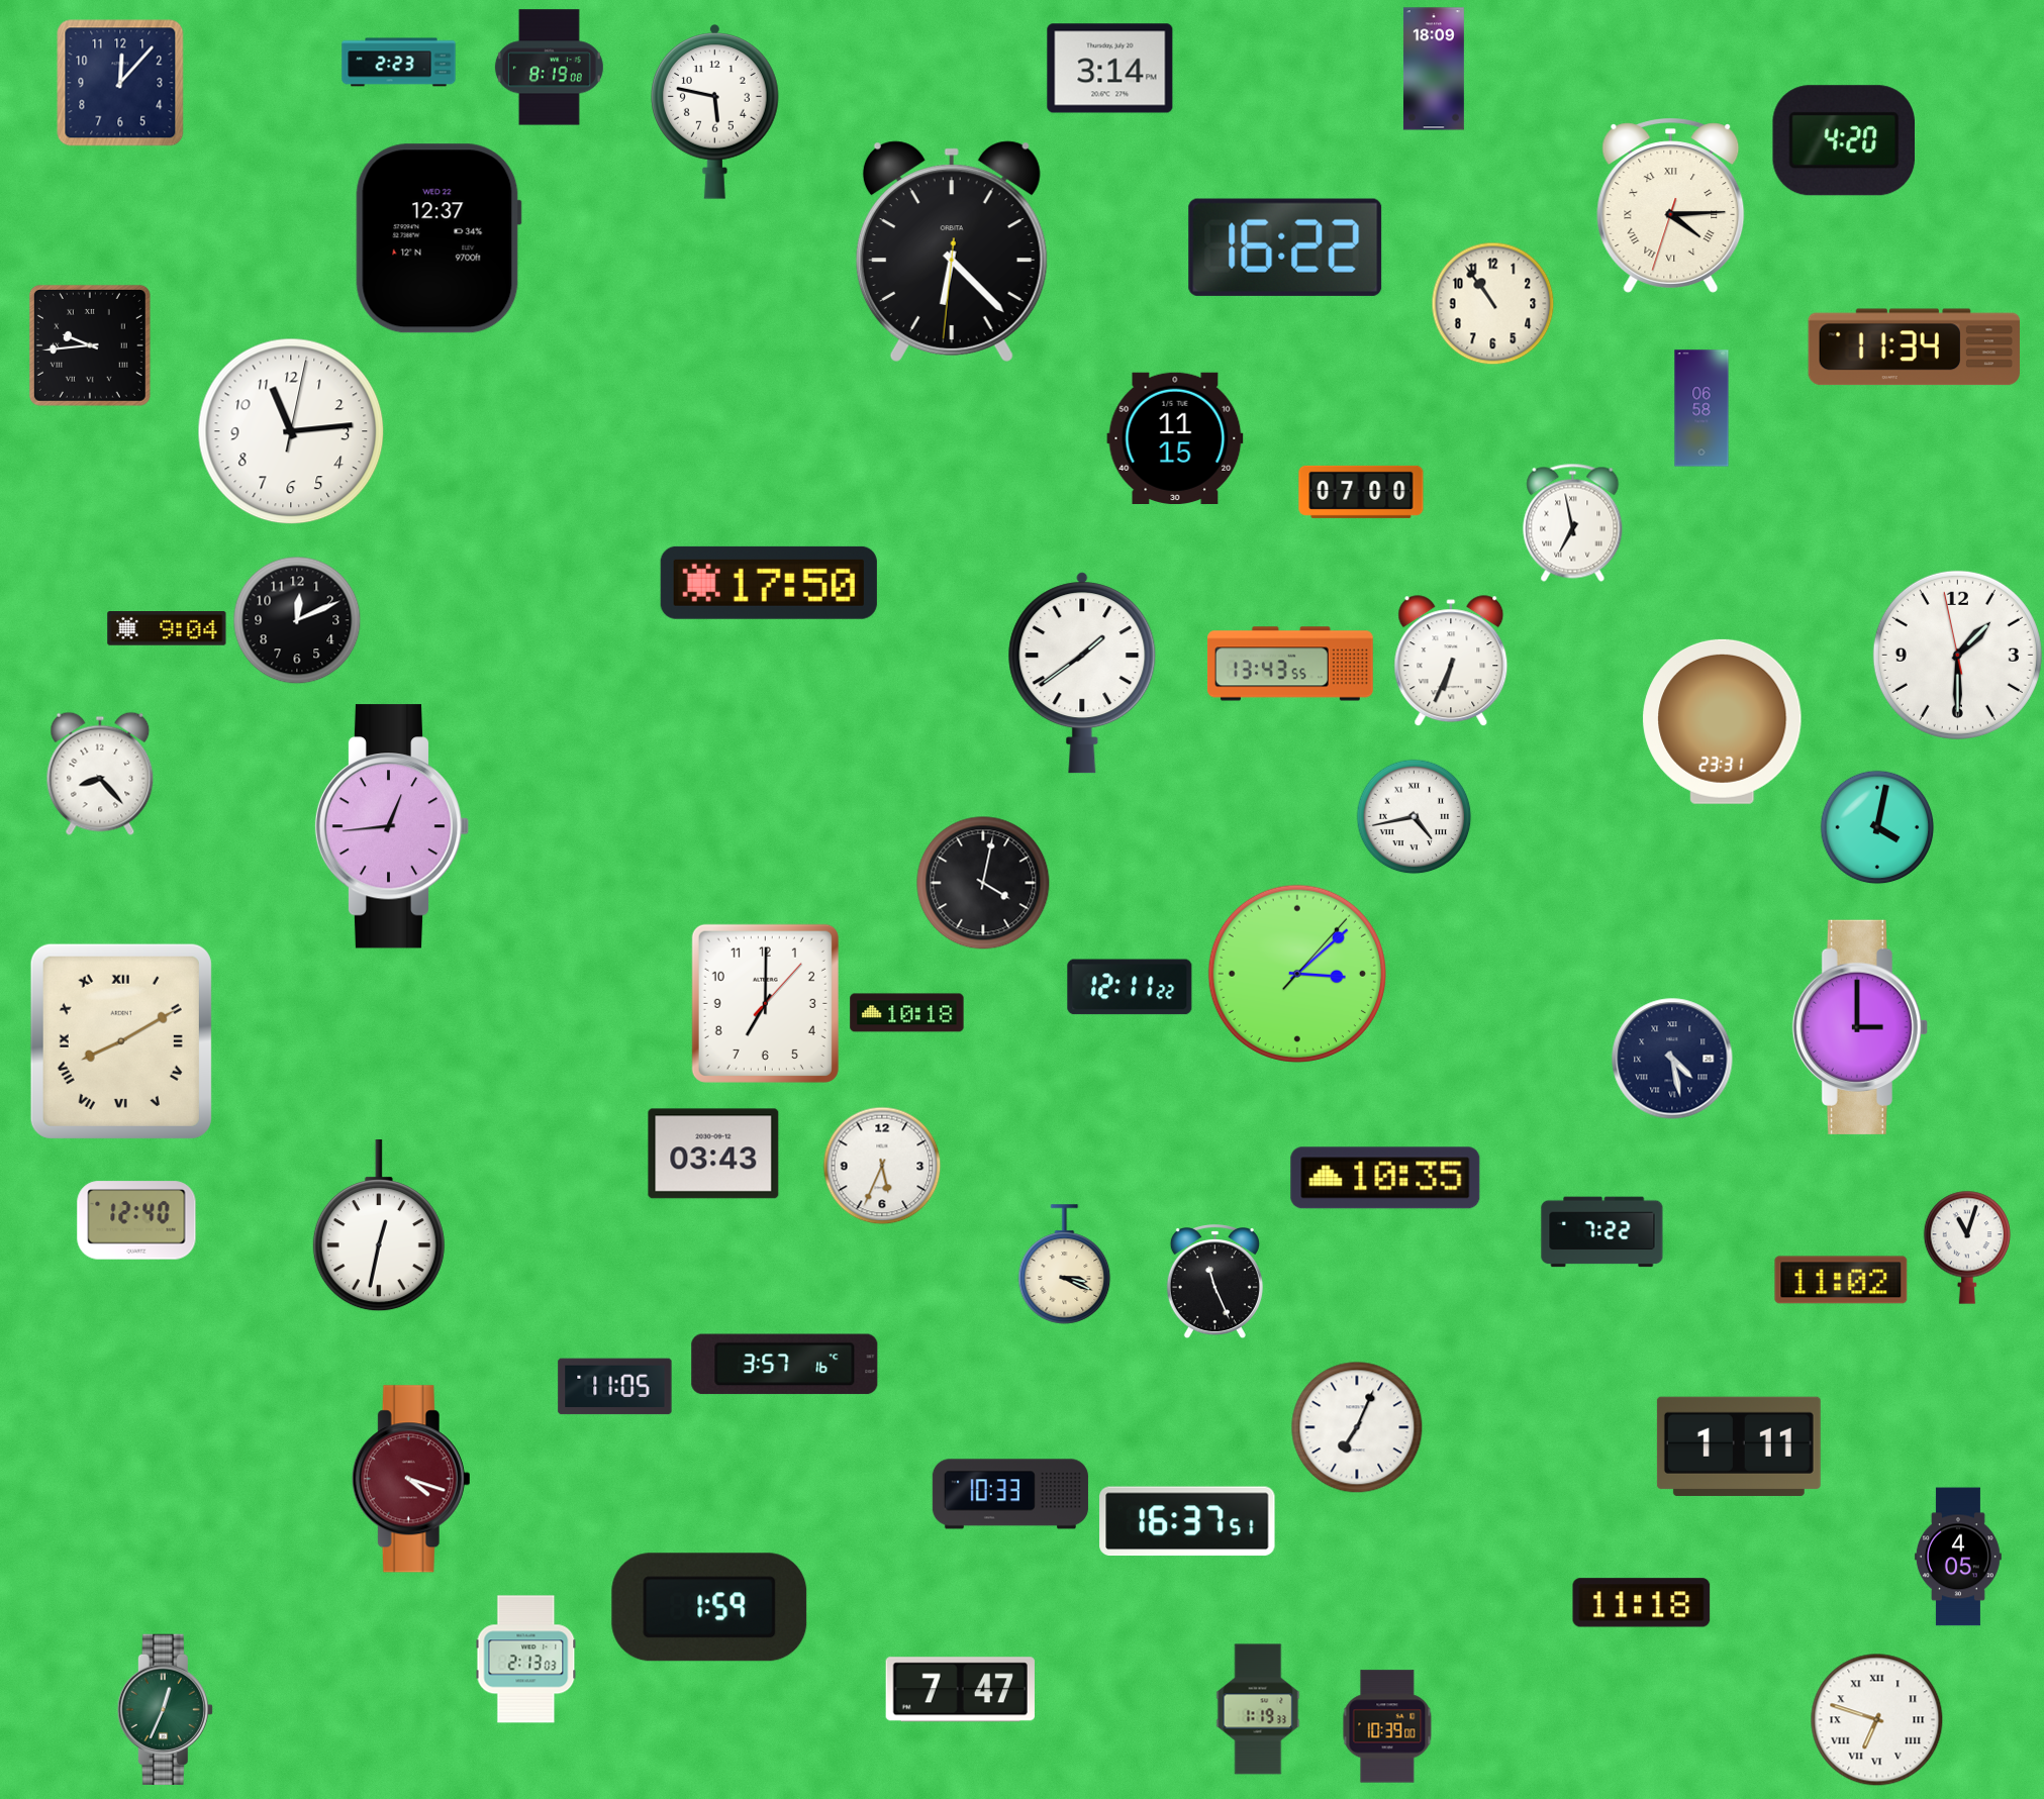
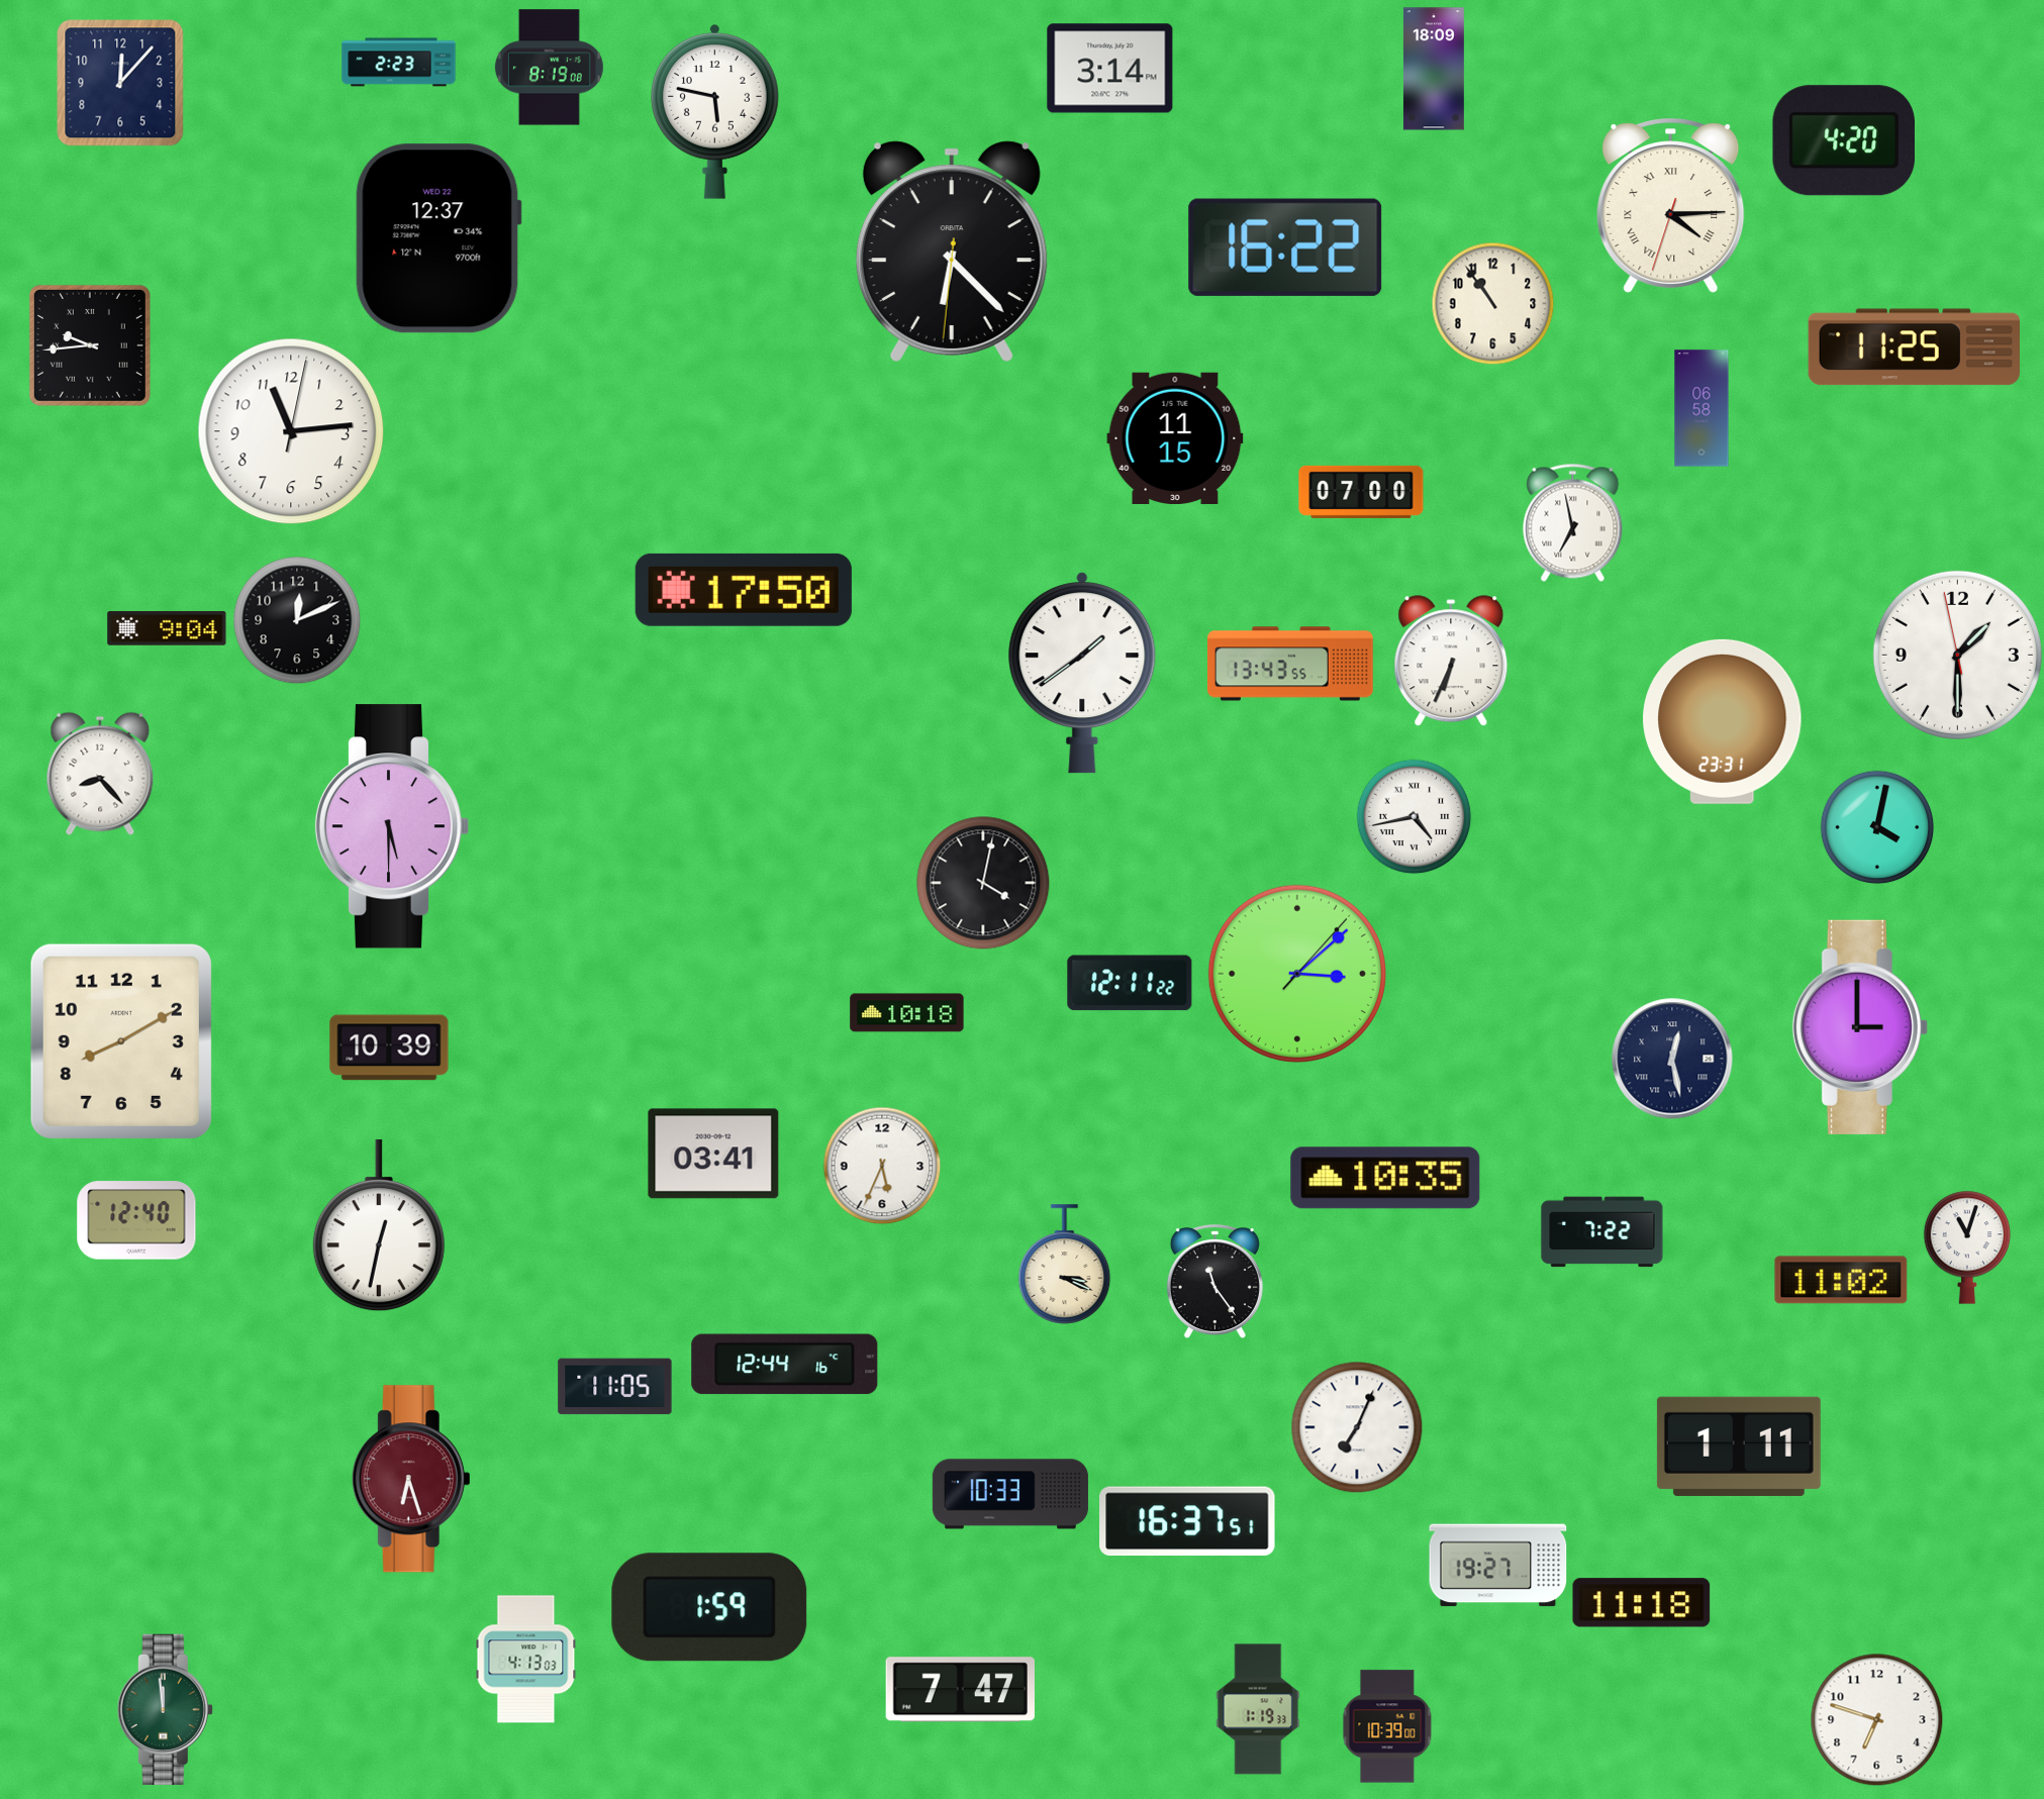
clock at (1914, 347): 11:34 -> 11:25
clock at (769, 583) position: (769, 583) -> (744, 590)
clock at (392, 826): 12:44 -> 5:30
clock at (1130, 987) position: (1130, 987) -> (1130, 983)
clock at (765, 1003): 7:00 -> none
clock at (121, 1041) numerals: Roman -> Arabic
clock at (389, 1047): none -> 10:39
clock at (1672, 1059): 4:28 -> 12:28
clock at (713, 1154): 03:43 -> 03:41
clock at (1214, 1282): 11:26 -> 11:24
clock at (785, 1365): 3:57 -> 12:44
clock at (411, 1479): 4:18 -> 6:27
clock at (1958, 1557): 4:05 -> none
clock at (1498, 1566): none -> 19:27
clock at (526, 1660): 2:13 -> 4:13
clock at (165, 1709): 12:34 -> 11:59
clock at (1877, 1720) numerals: Roman -> Arabic
